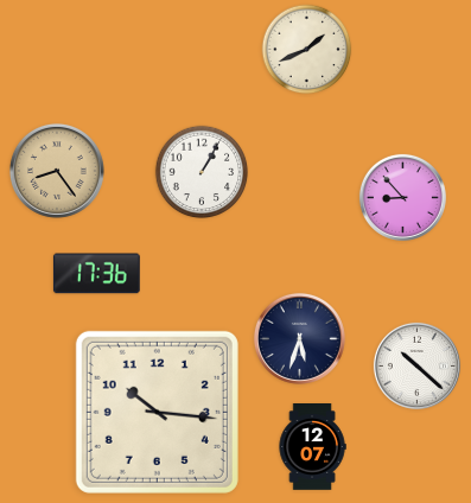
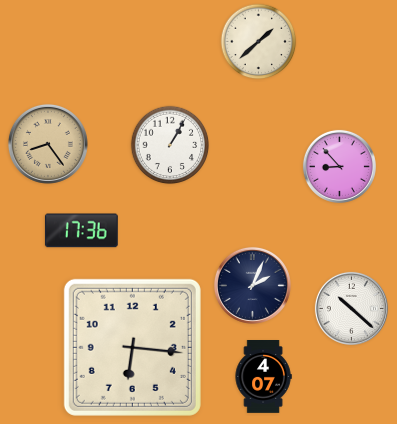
clock at (307, 50): 1:41 -> 1:38
clock at (299, 338): 5:33 -> 2:04
clock at (157, 412): 10:16 -> 6:16
clock at (312, 447): 12:07 -> 4:07
